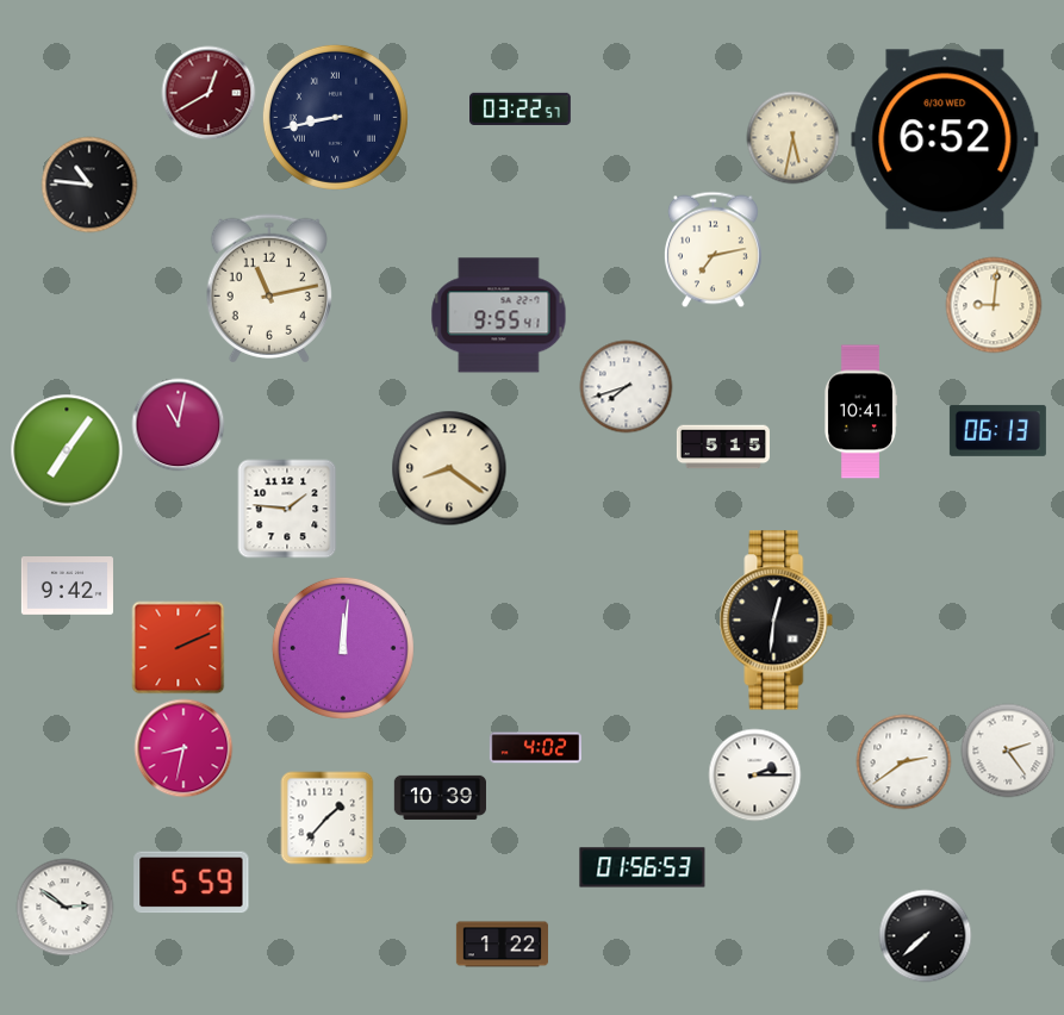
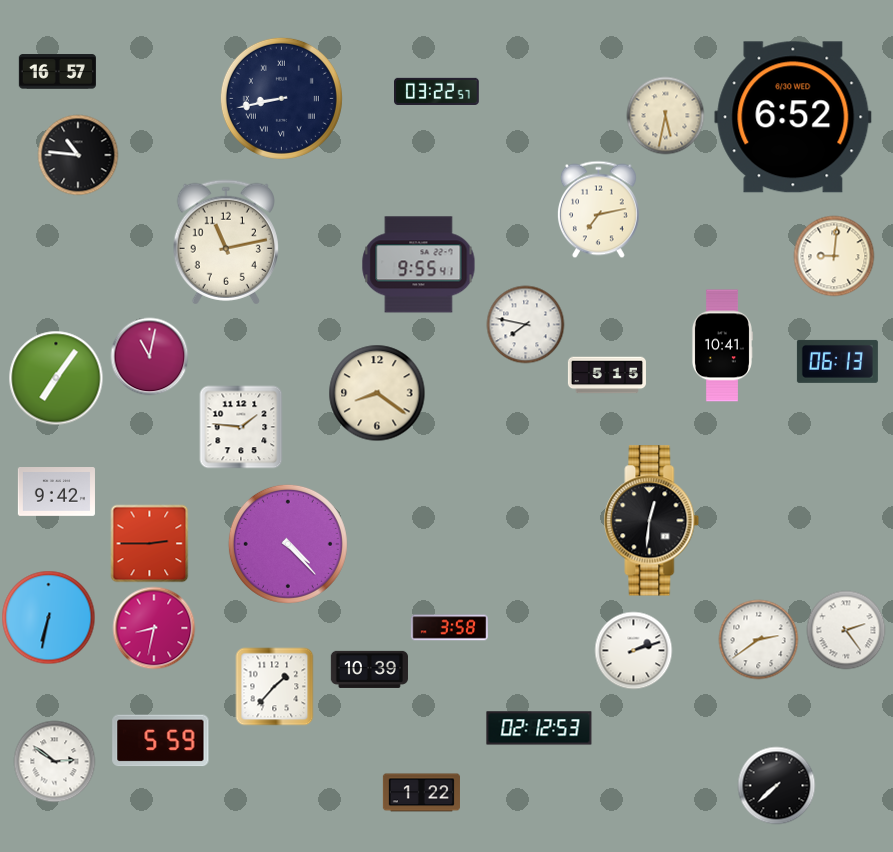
clock at (57, 72): none -> 16:57
clock at (209, 93): 12:40 -> none
clock at (89, 185) position: (89, 185) -> (78, 155)
clock at (626, 386): 7:42 -> 7:47
clock at (178, 647): 2:11 -> 2:45
clock at (343, 648): 12:01 -> 4:23
clock at (48, 617): none -> 6:32
clock at (535, 748): 4:02 -> 3:58
clock at (754, 774): 2:15 -> 2:12
clock at (642, 867): 01:56 -> 02:12
